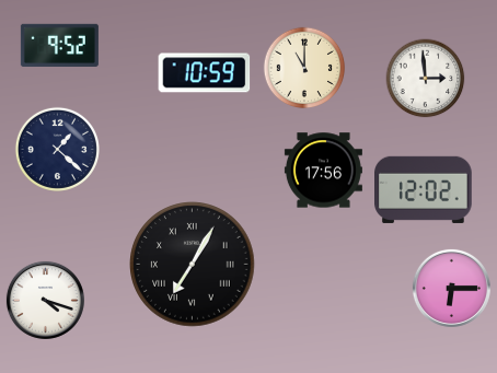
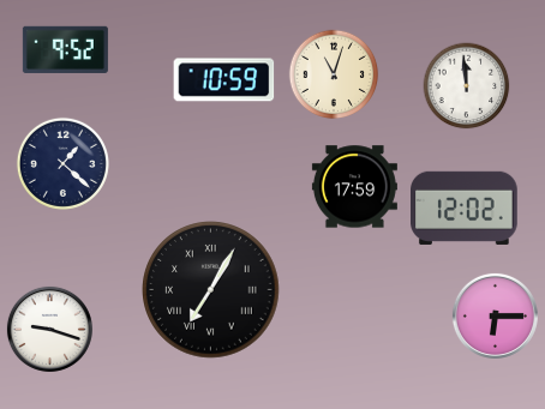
clock at (304, 68): 11:00 -> 11:03
clock at (426, 79): 2:59 -> 11:59
clock at (323, 171): 17:56 -> 17:59
clock at (45, 300): 4:18 -> 9:18
